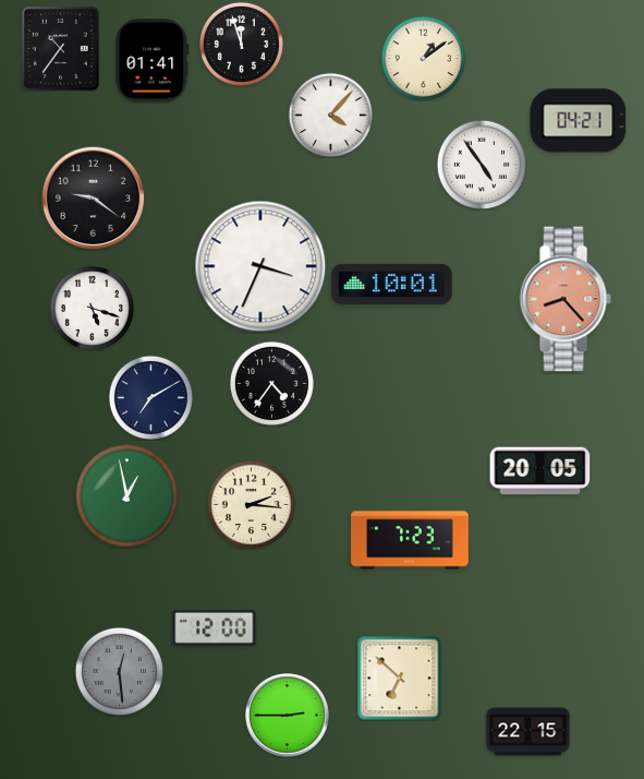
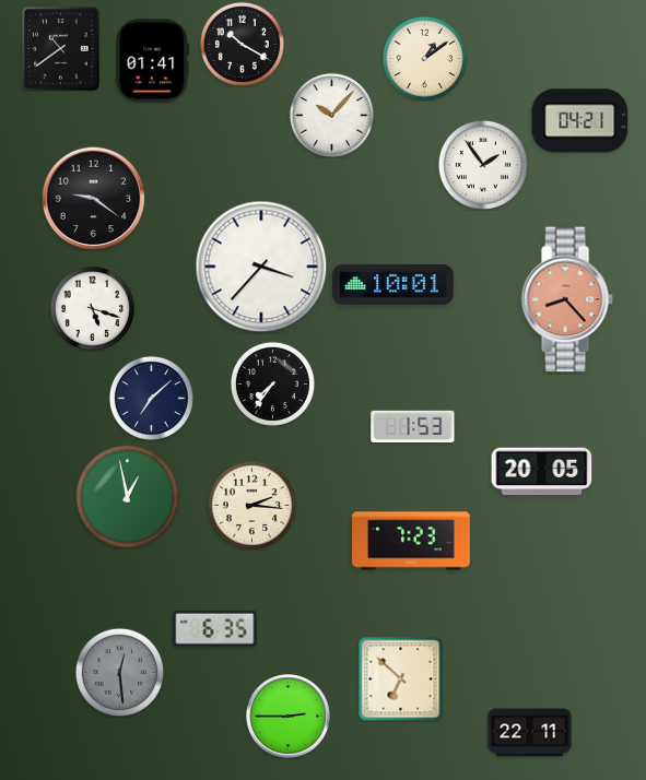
clock at (241, 44): 11:57 -> 10:20
clock at (61, 49): 10:36 -> 10:39
clock at (330, 115): 4:07 -> 10:07
clock at (482, 165): 4:54 -> 1:54
clock at (260, 266): 3:34 -> 3:37
clock at (271, 383): 4:36 -> 7:36
clock at (150, 397): 7:10 -> 7:08
clock at (413, 426): none -> 1:53
clock at (215, 627): 12:00 -> 6:35
clock at (528, 732): 22:15 -> 22:11
